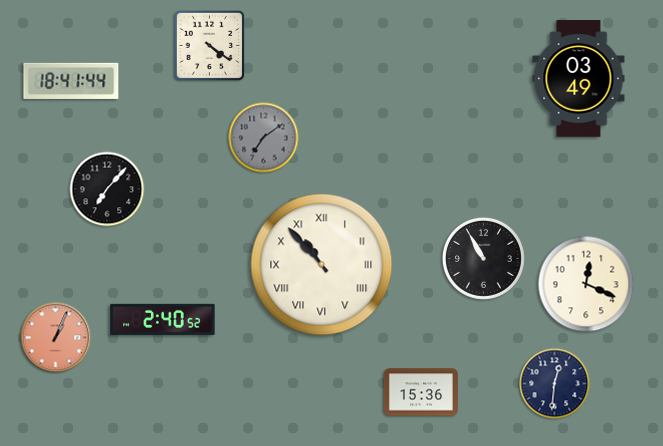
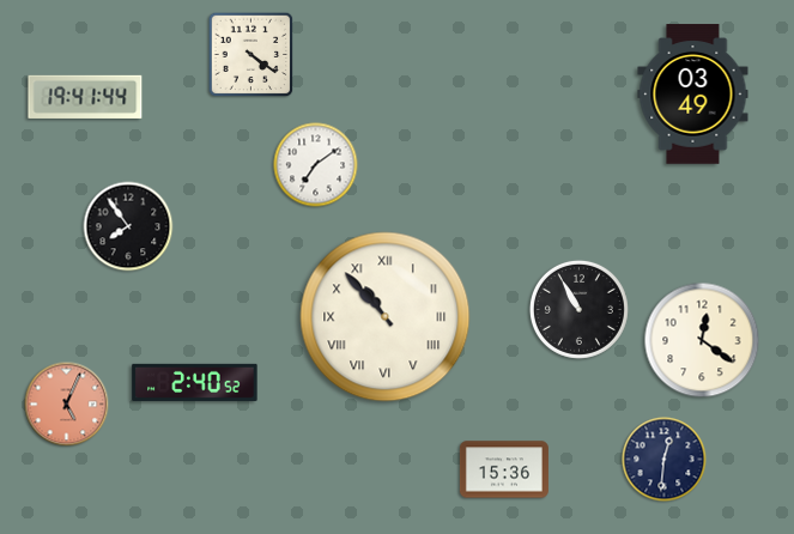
clock at (71, 81): 18:41 -> 19:41
clock at (264, 138) dial: grey -> white
clock at (107, 189): 7:07 -> 7:54
clock at (586, 284): 12:19 -> 12:21
clock at (56, 338): 1:04 -> 5:04
